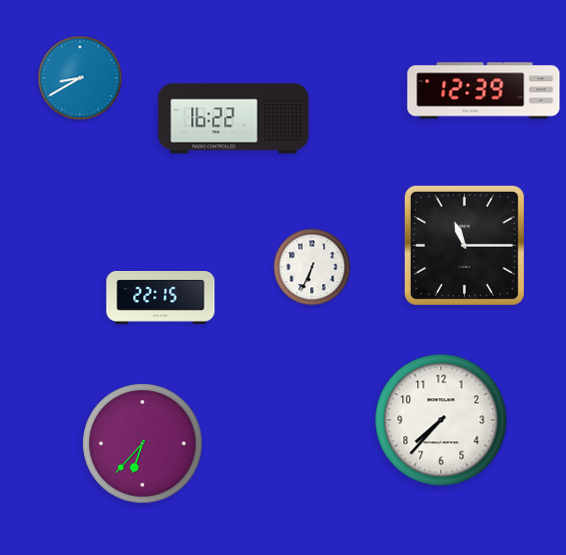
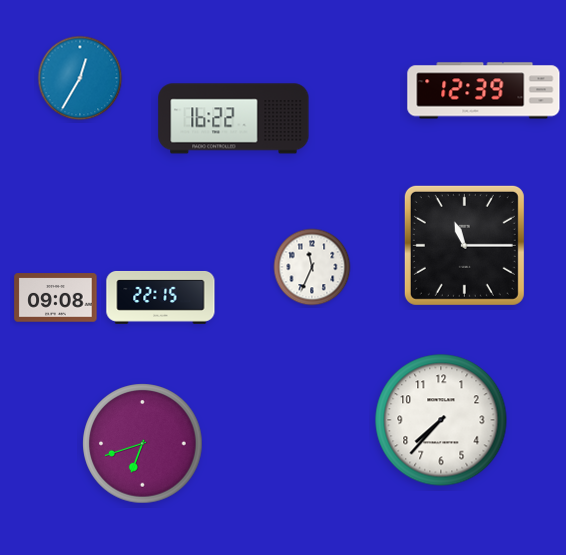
clock at (80, 78): 8:40 -> 12:35
clock at (312, 267): 6:34 -> 11:34
clock at (56, 298): none -> 09:08
clock at (143, 444): 6:37 -> 6:42
